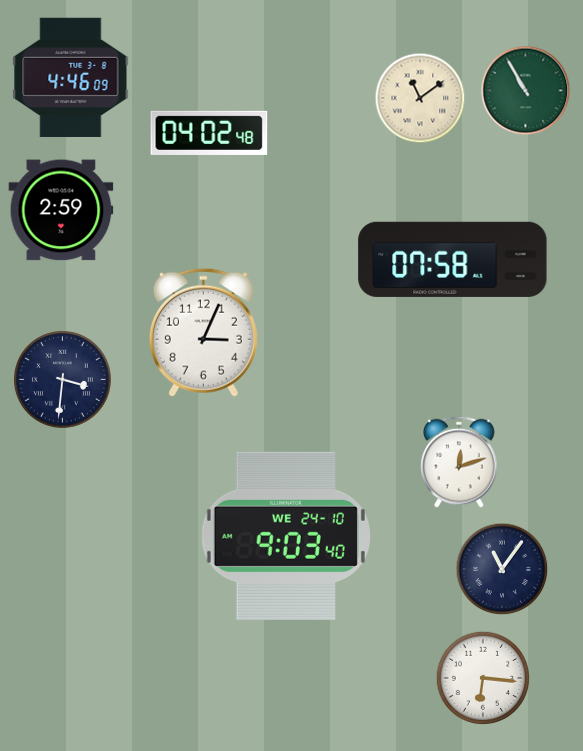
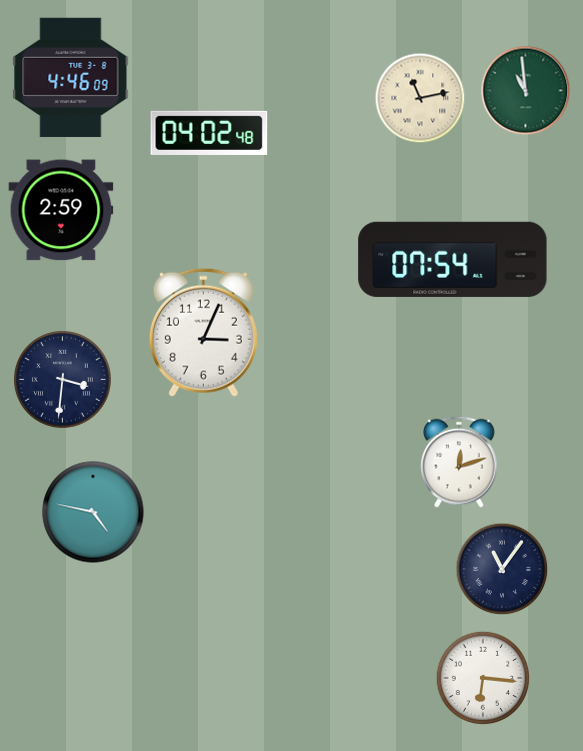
clock at (526, 91): 10:55 -> 10:59
clock at (420, 98): 11:09 -> 11:13
clock at (453, 259): 07:58 -> 07:54
clock at (93, 512): none -> 4:47
clock at (286, 536): 9:03 -> none
